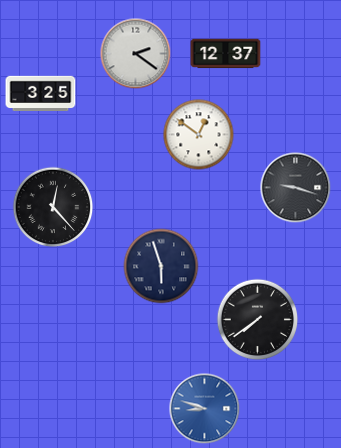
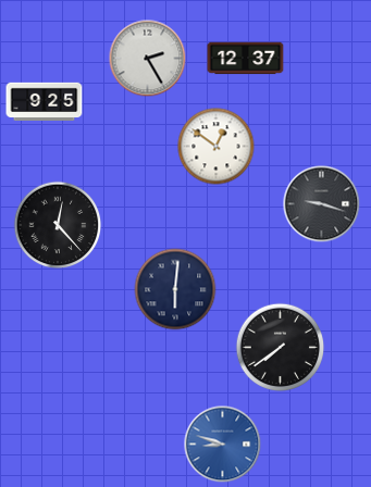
clock at (136, 54): 2:21 -> 2:25
clock at (41, 94): 3:25 -> 9:25
clock at (161, 266): 5:57 -> 6:01
